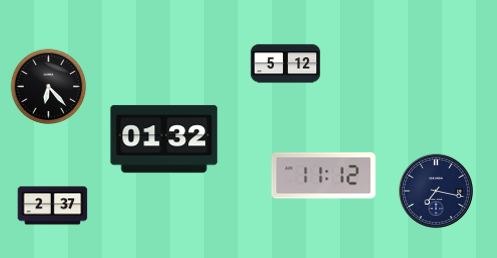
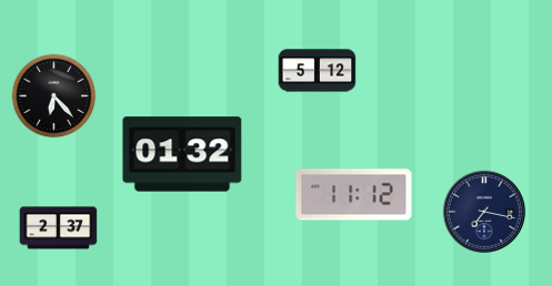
clock at (324, 176) position: (324, 176) -> (354, 195)
